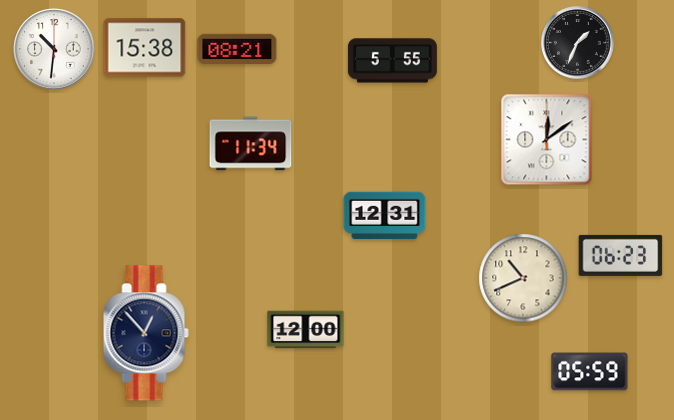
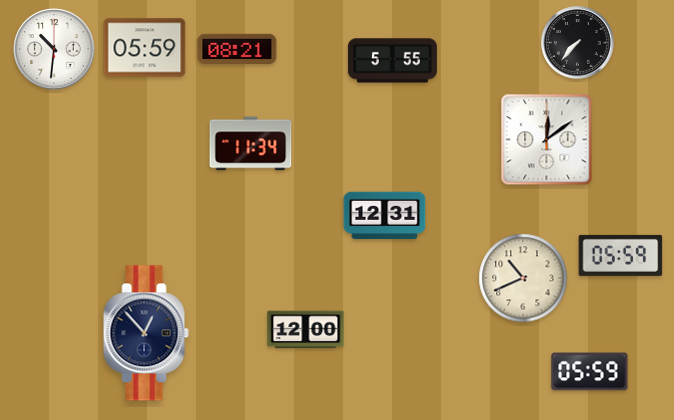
clock at (578, 43): 1:34 -> 7:37
clock at (145, 48): 15:38 -> 05:59
clock at (621, 255): 06:23 -> 05:59
